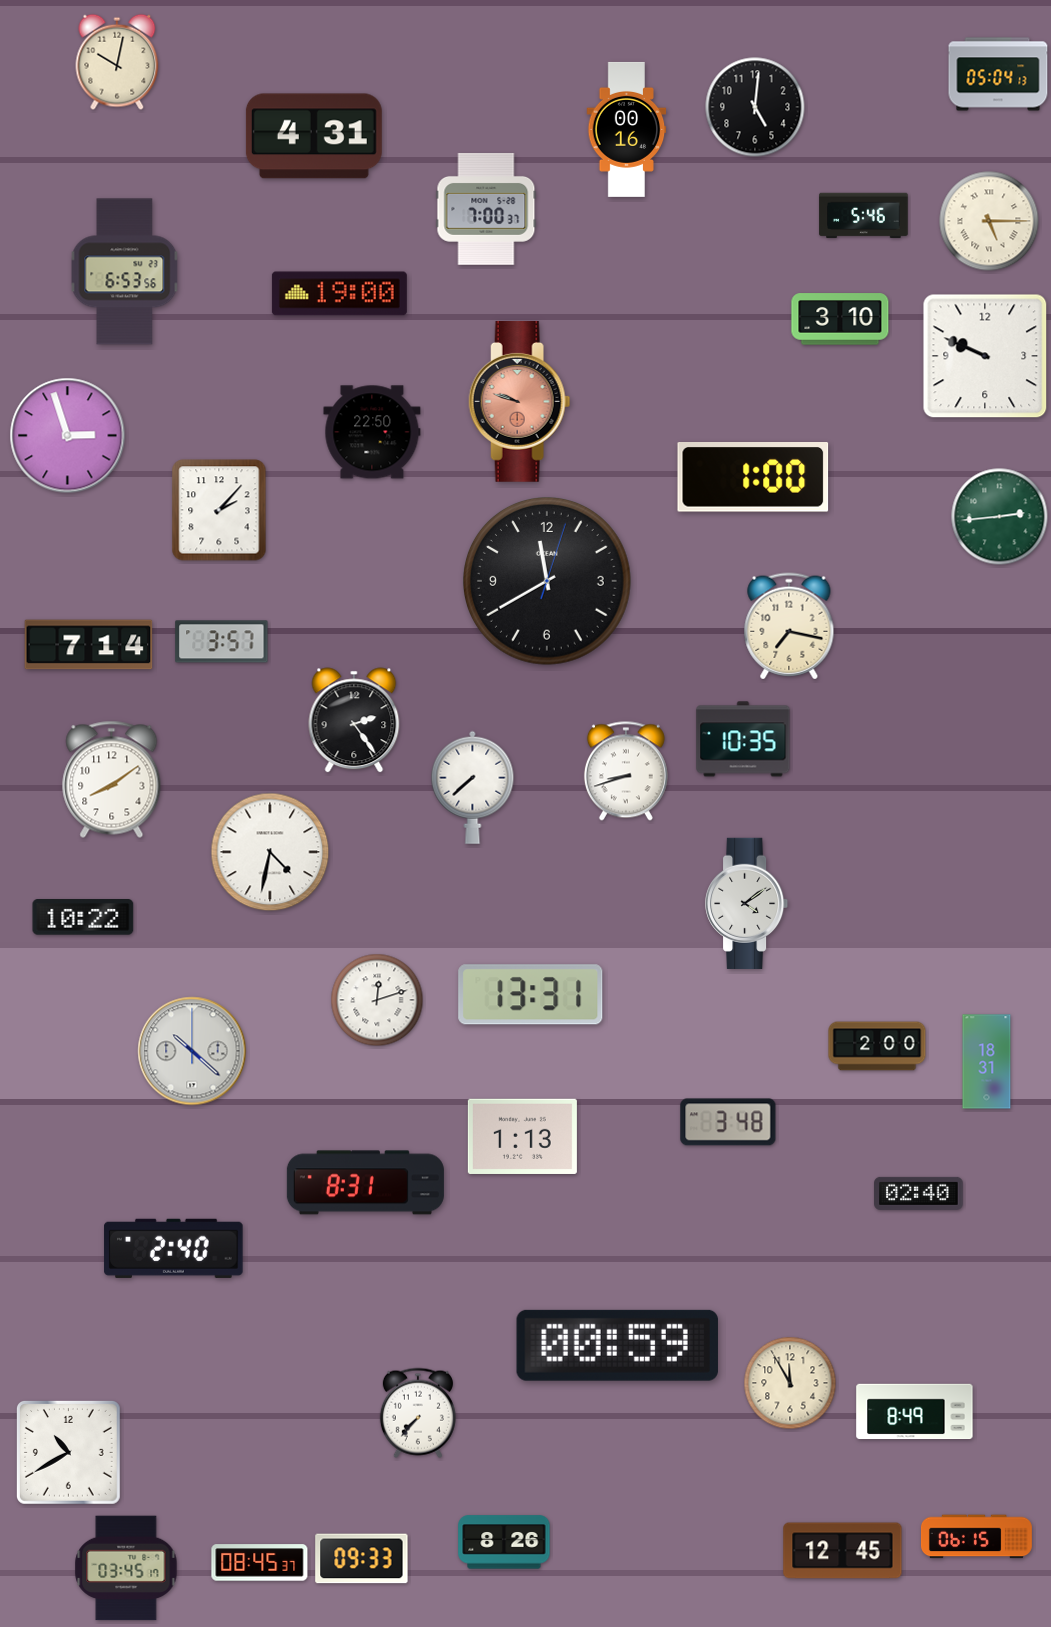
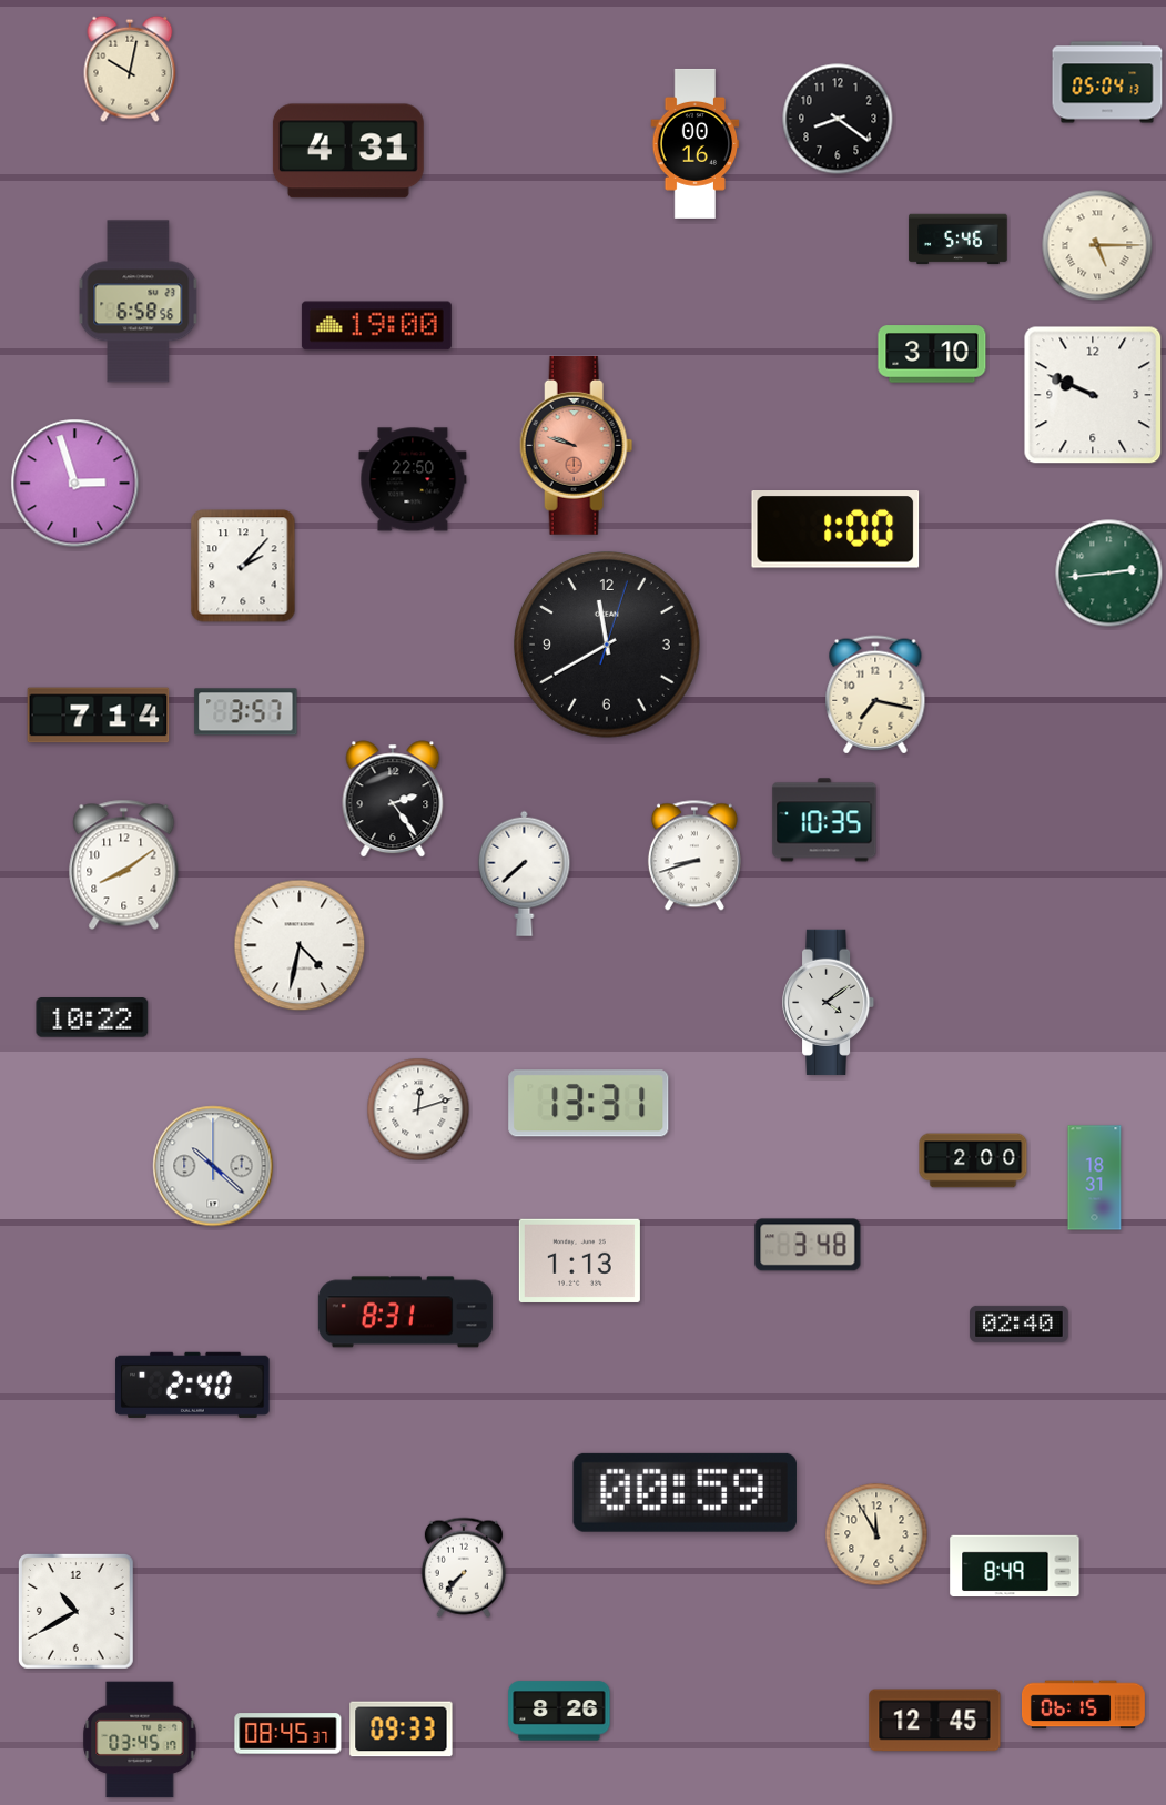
clock at (755, 107): 5:01 -> 8:21
clock at (486, 209): 7:00 -> none
clock at (125, 272): 6:53 -> 6:58
